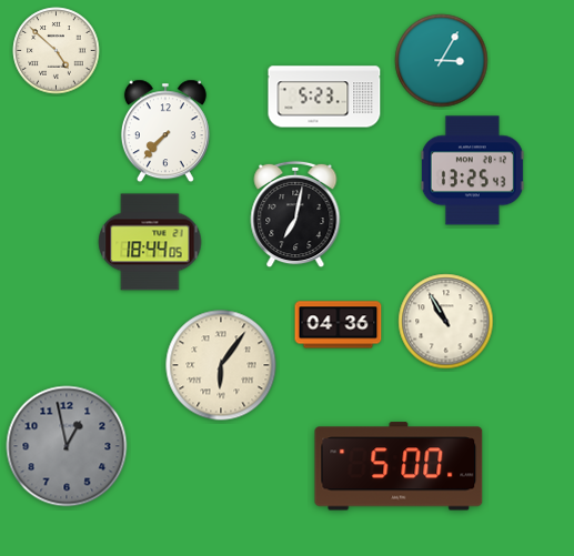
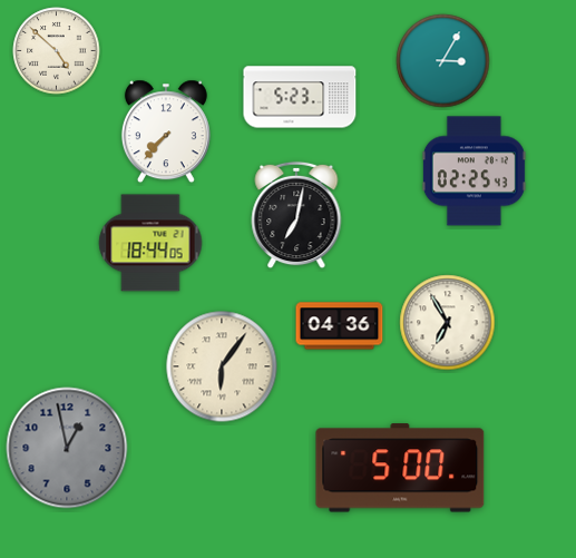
clock at (324, 97) position: (324, 97) -> (300, 97)
clock at (472, 171): 13:25 -> 02:25
clock at (446, 322): 10:55 -> 6:55
